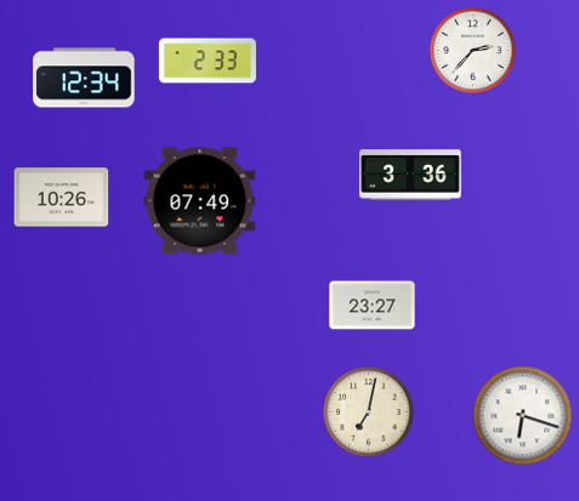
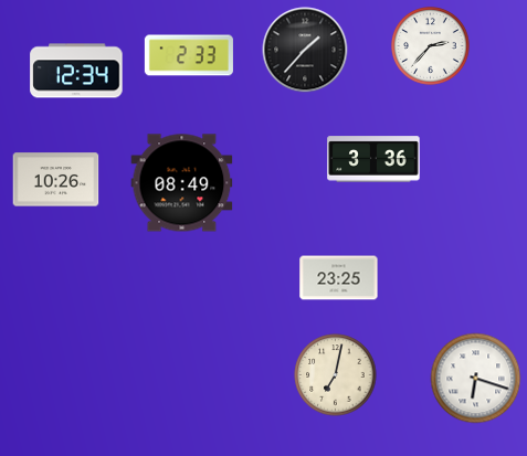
clock at (305, 50): none -> 1:37
clock at (200, 201): 07:49 -> 08:49
clock at (373, 306): 23:27 -> 23:25
